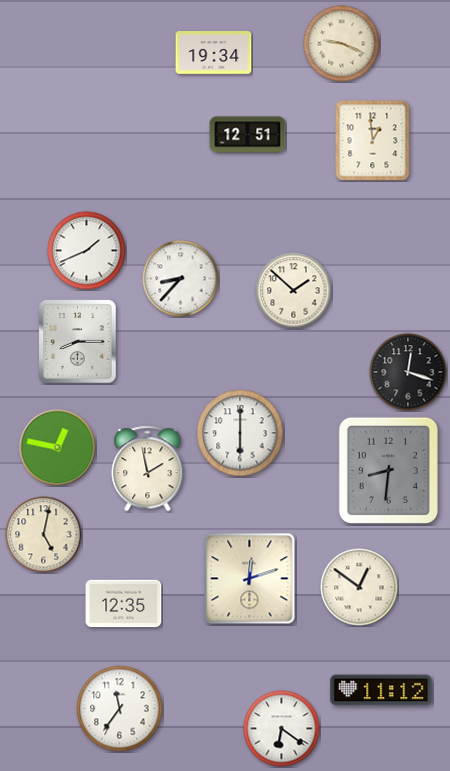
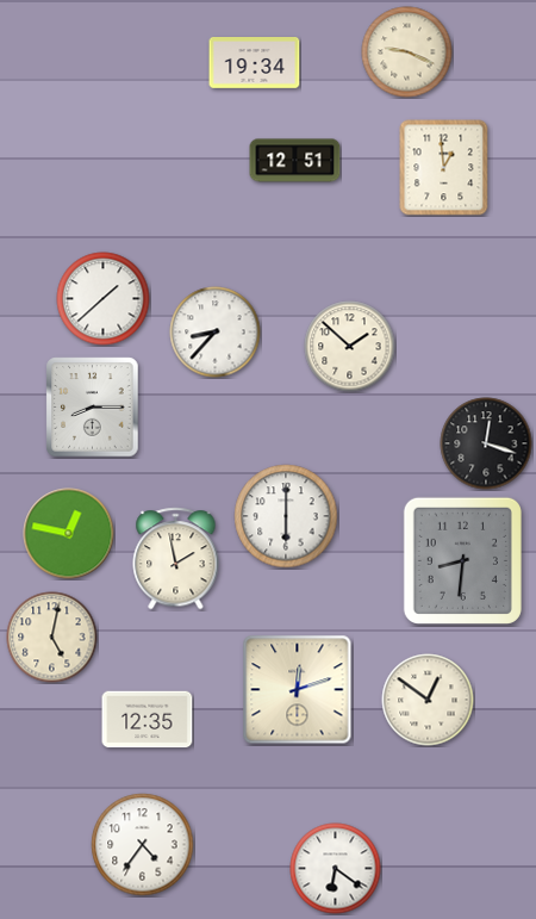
clock at (87, 251): 1:41 -> 1:38
clock at (381, 690): 11:12 -> none
clock at (120, 709): 11:36 -> 4:36
